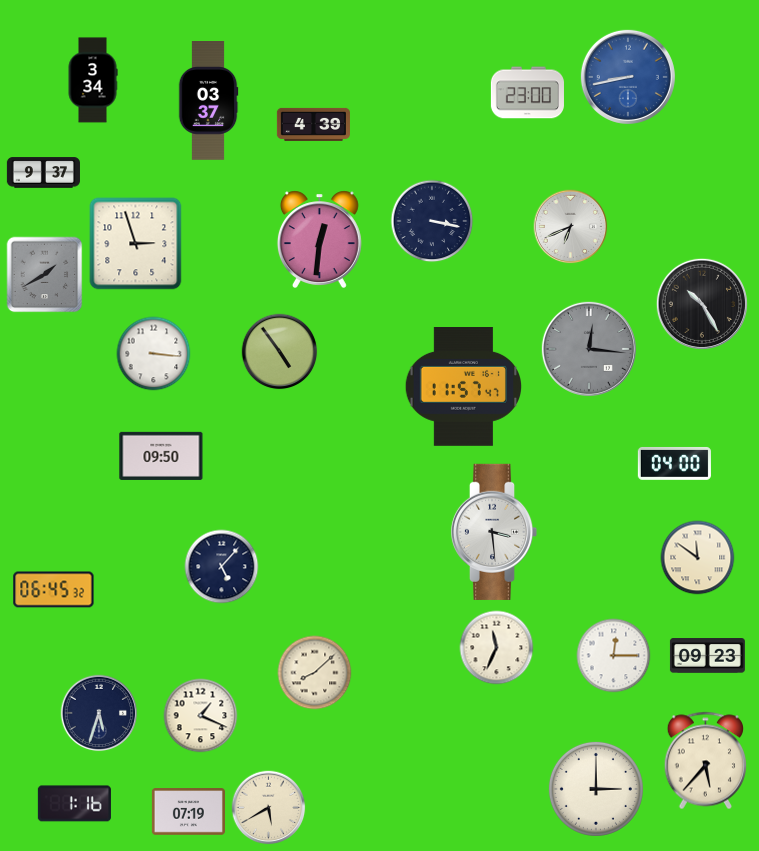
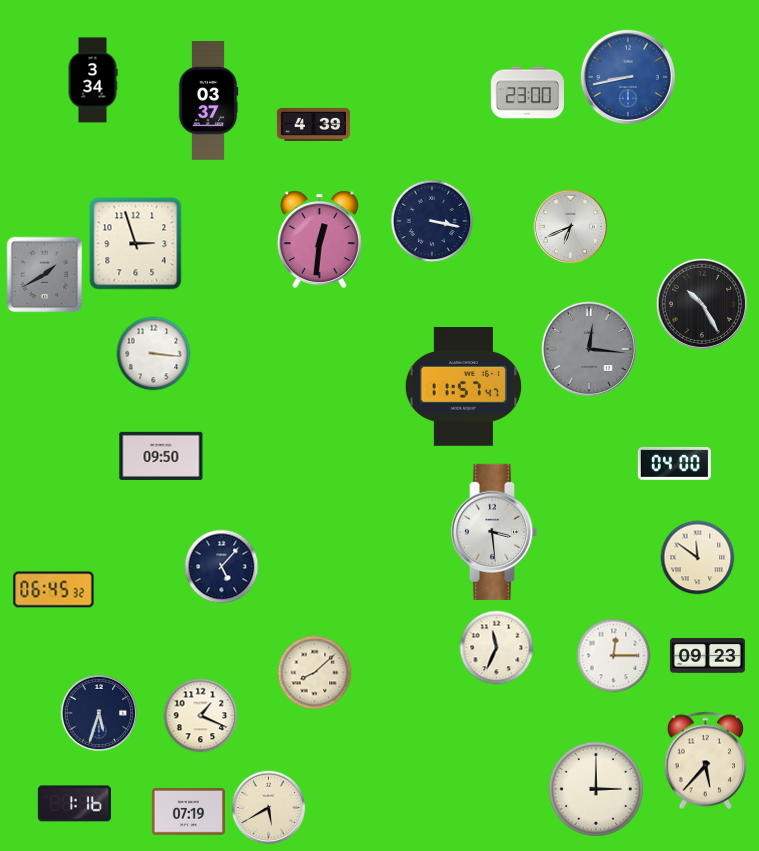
clock at (43, 173): 9:37 -> none
clock at (280, 352): 4:54 -> none
